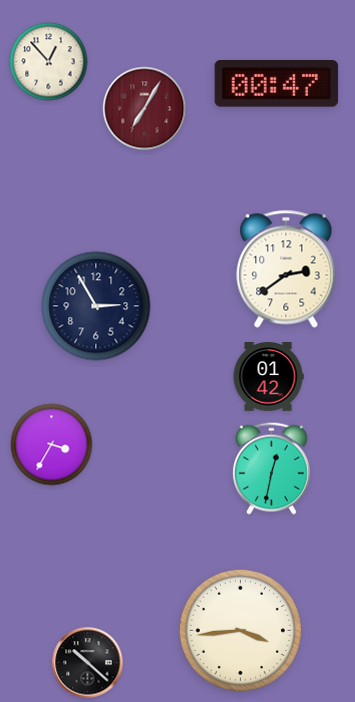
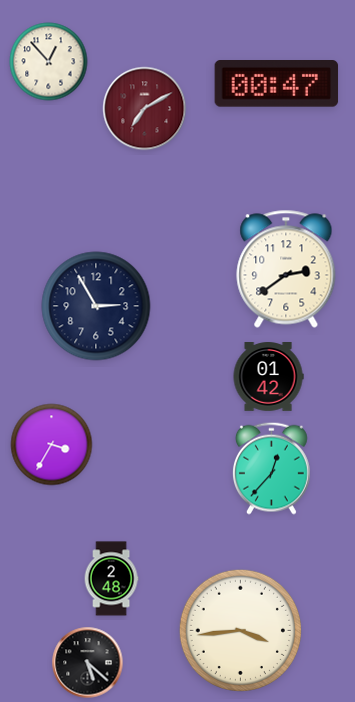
clock at (145, 109): 7:05 -> 7:10
clock at (271, 468): 12:32 -> 12:37
clock at (111, 579): none -> 2:48
clock at (88, 663): 10:22 -> 5:22
